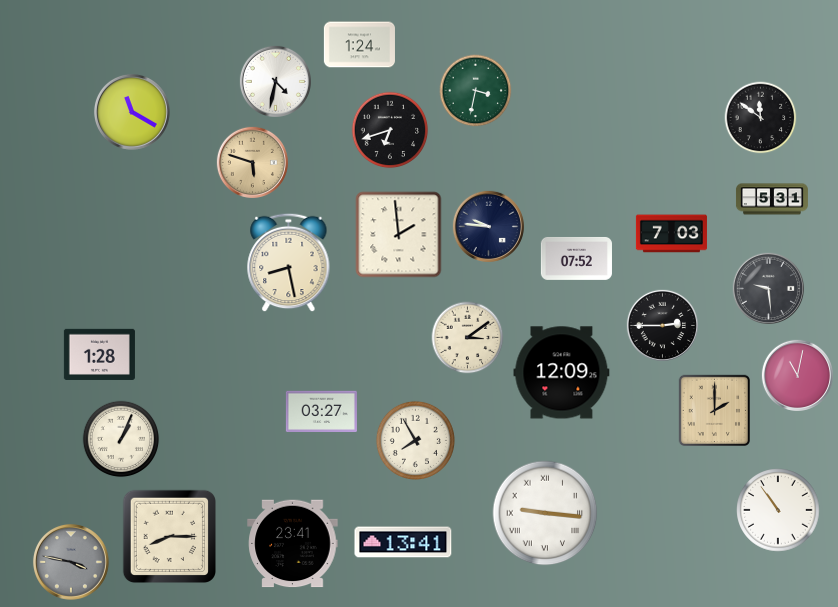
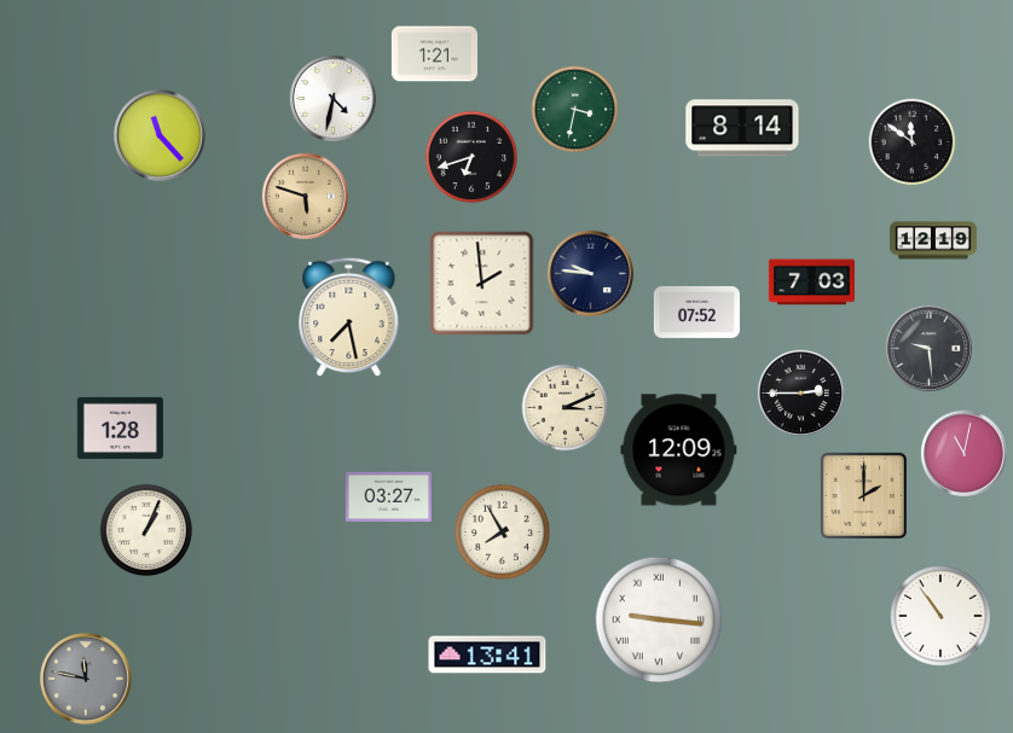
clock at (359, 45): 1:24 -> 1:21
clock at (742, 128): none -> 8:14
clock at (132, 112): 11:20 -> 11:23
clock at (761, 118) position: (761, 118) -> (913, 142)
clock at (772, 199): 5:31 -> 12:19
clock at (289, 263): 8:28 -> 7:28
clock at (468, 338): 3:09 -> 3:11
clock at (169, 536): 8:15 -> none
clock at (293, 544): 23:41 -> none
clock at (71, 562): 3:47 -> 11:47
